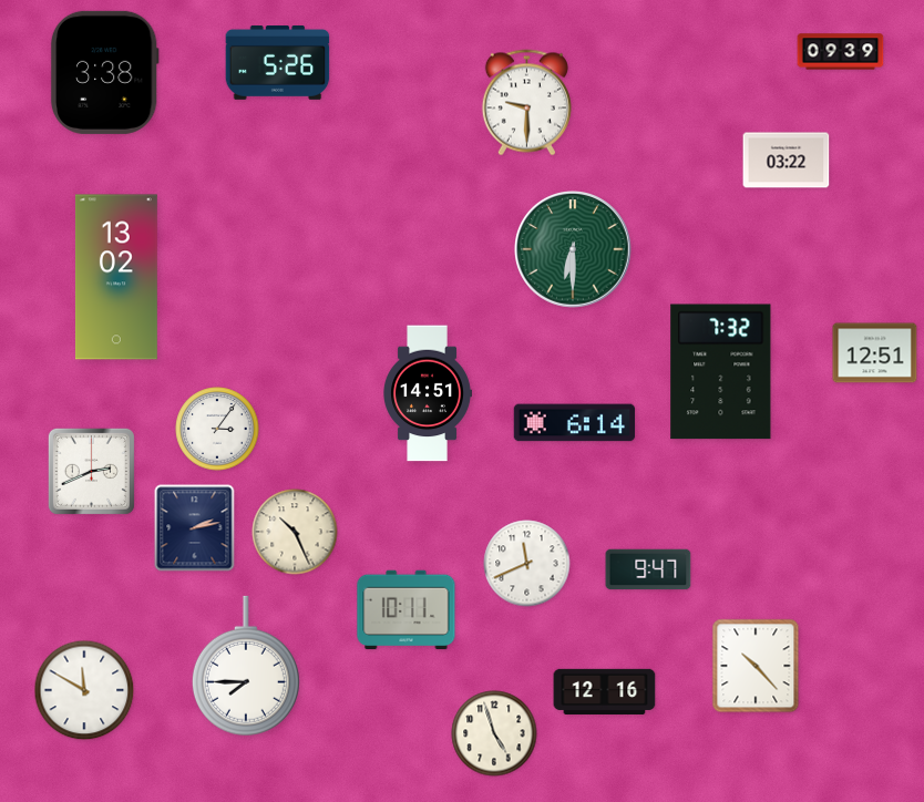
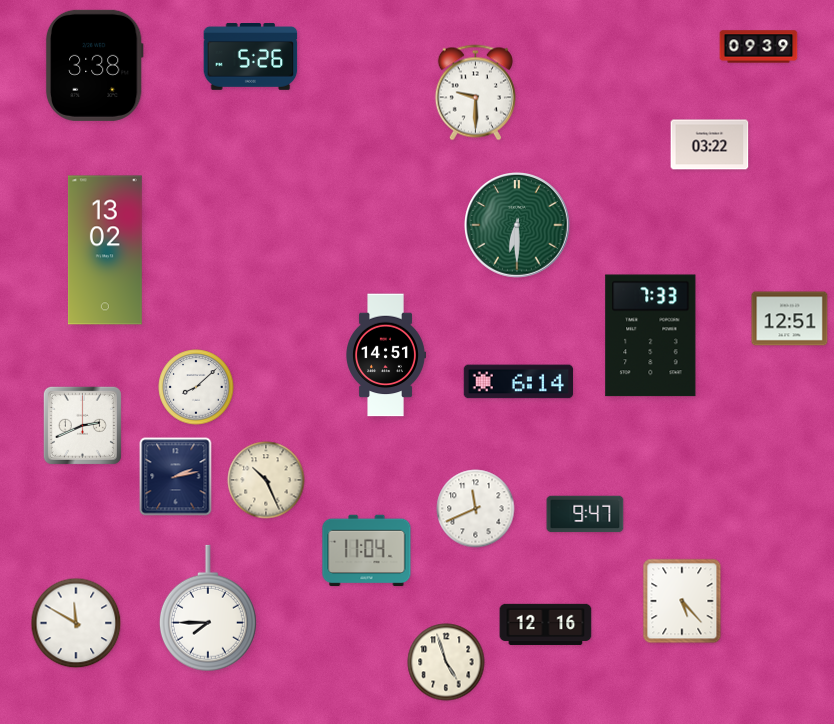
clock at (721, 372): 7:32 -> 7:33
clock at (217, 429): 3:06 -> 8:08
clock at (407, 610): 10:11 -> 11:04
clock at (246, 666) position: (246, 666) -> (208, 608)
clock at (756, 666): 10:23 -> 5:23
